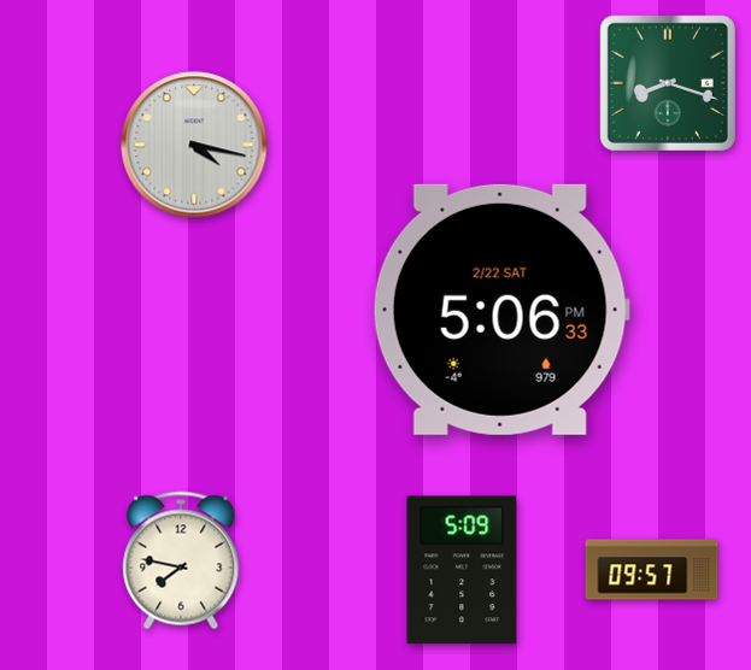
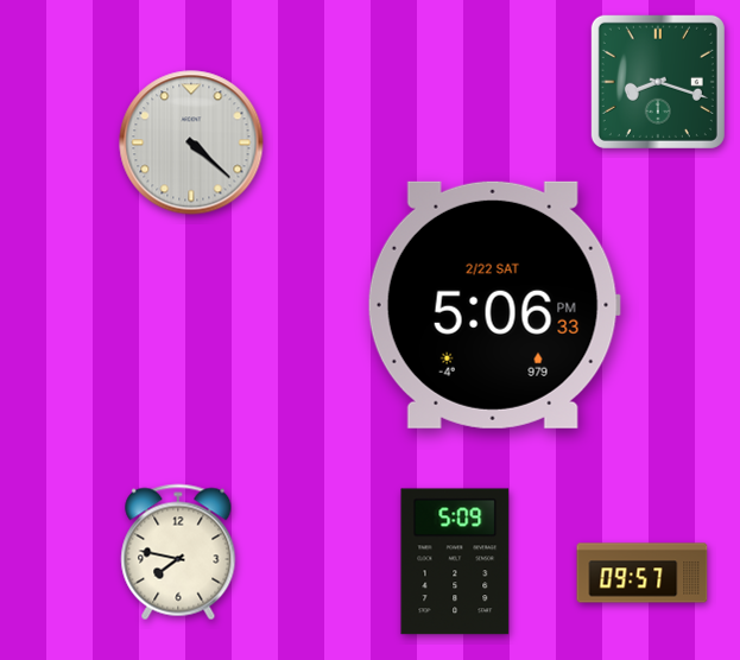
clock at (194, 145): 4:17 -> 4:22
clock at (652, 570) position: (652, 570) -> (643, 573)
